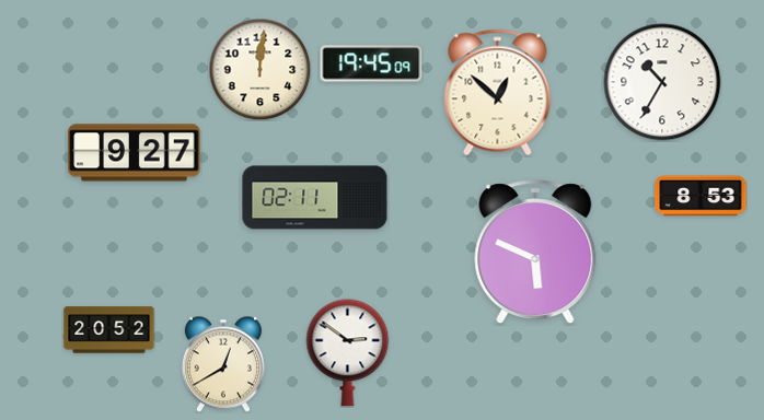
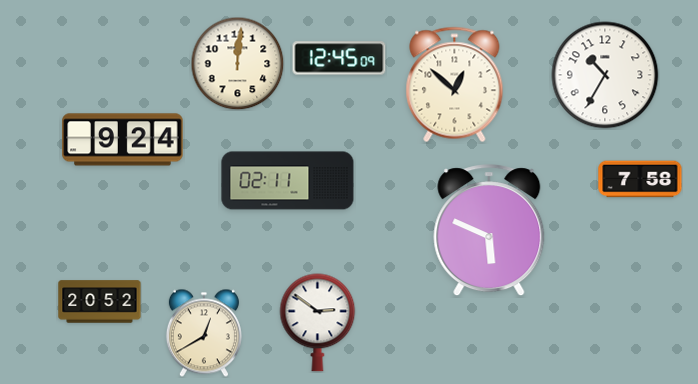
clock at (371, 63): 19:45 -> 12:45
clock at (135, 153): 9:27 -> 9:24
clock at (701, 196): 8:53 -> 7:58
